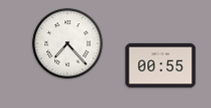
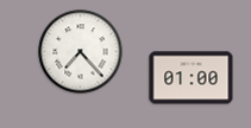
clock at (161, 66): 00:55 -> 01:00
